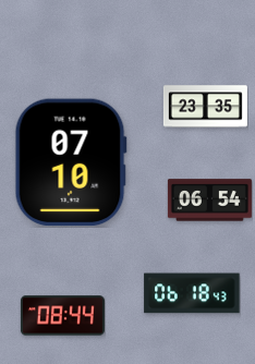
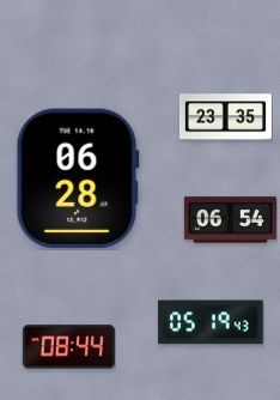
clock at (71, 162): 07:10 -> 06:28
clock at (192, 293): 06:18 -> 05:19
